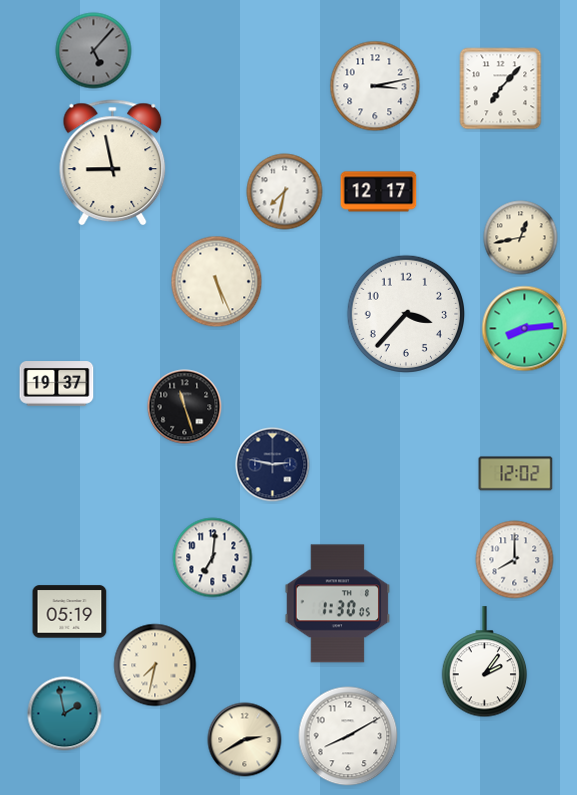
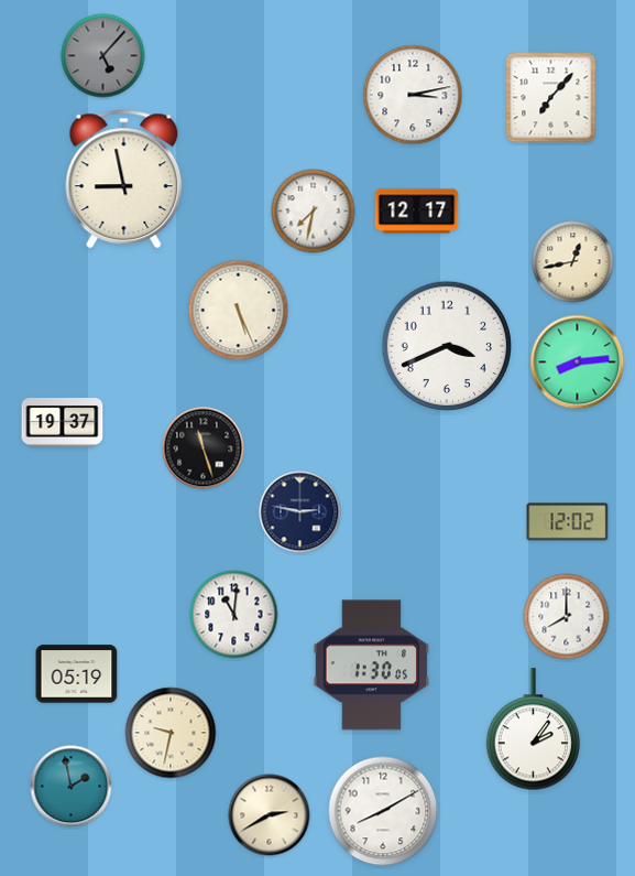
clock at (405, 313): 3:37 -> 3:41
clock at (213, 558): 7:01 -> 11:01
clock at (155, 665): 7:32 -> 9:32
